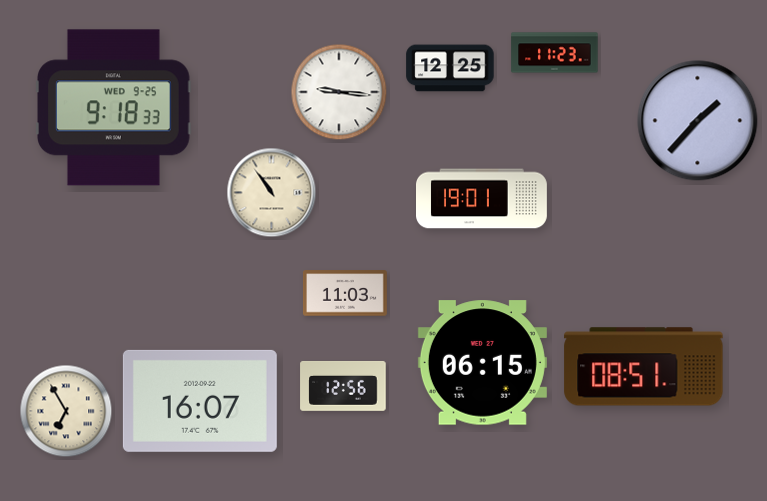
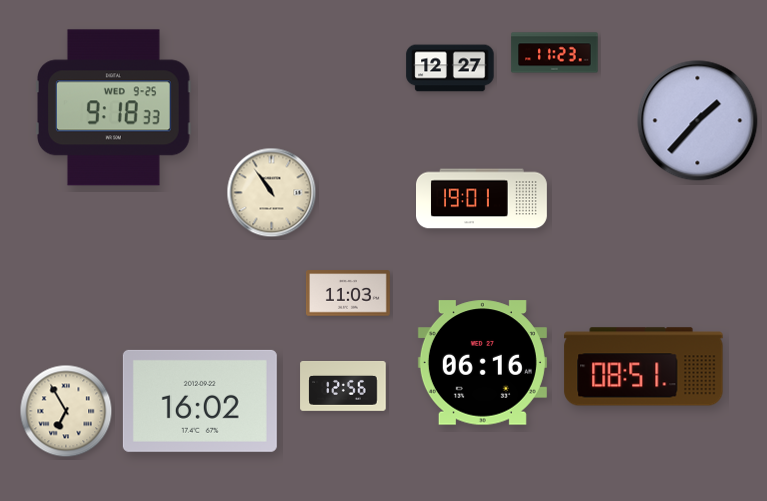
clock at (450, 68): 12:25 -> 12:27
clock at (339, 92): 9:16 -> none
clock at (345, 293) position: (345, 293) -> (348, 293)
clock at (482, 363): 06:15 -> 06:16
clock at (200, 401): 16:07 -> 16:02
